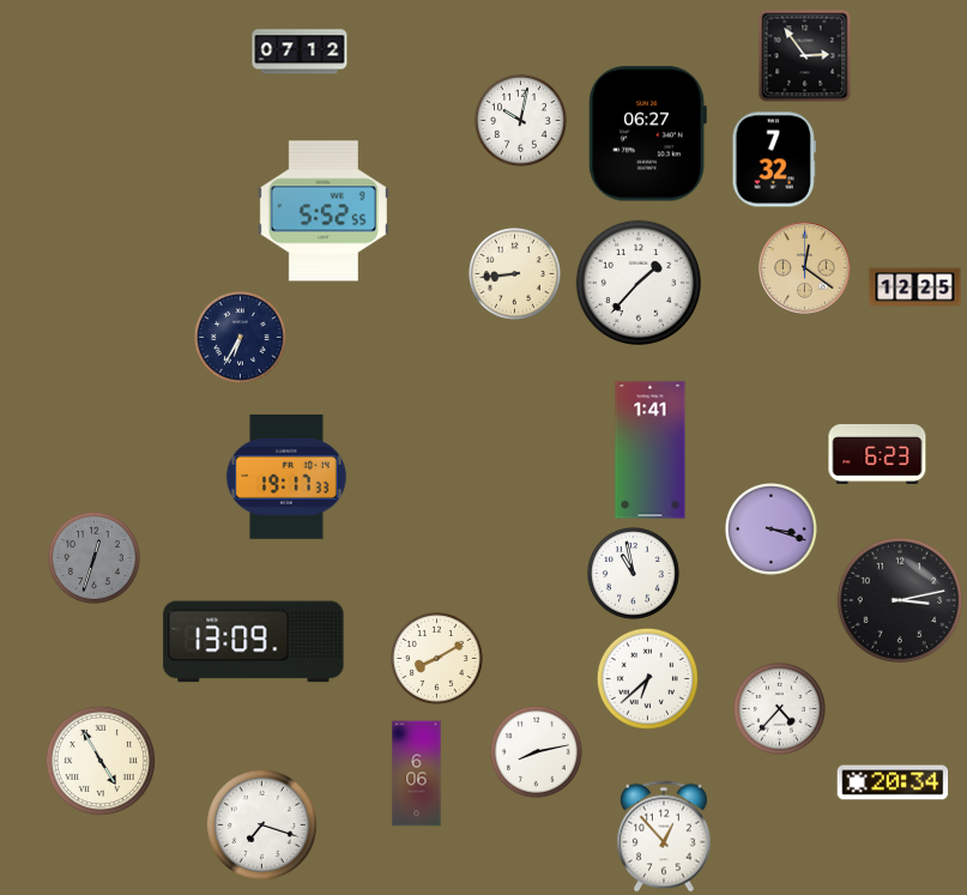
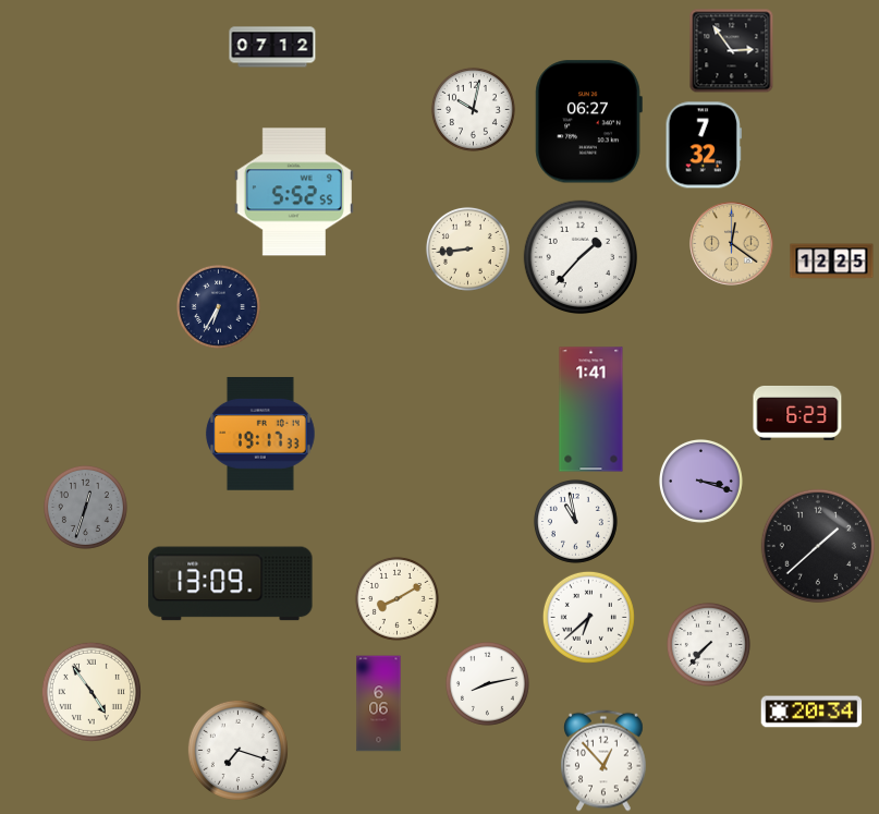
clock at (899, 599): 3:13 -> 1:38
clock at (779, 708): 4:37 -> 7:37
clock at (101, 761): 4:55 -> 4:54
